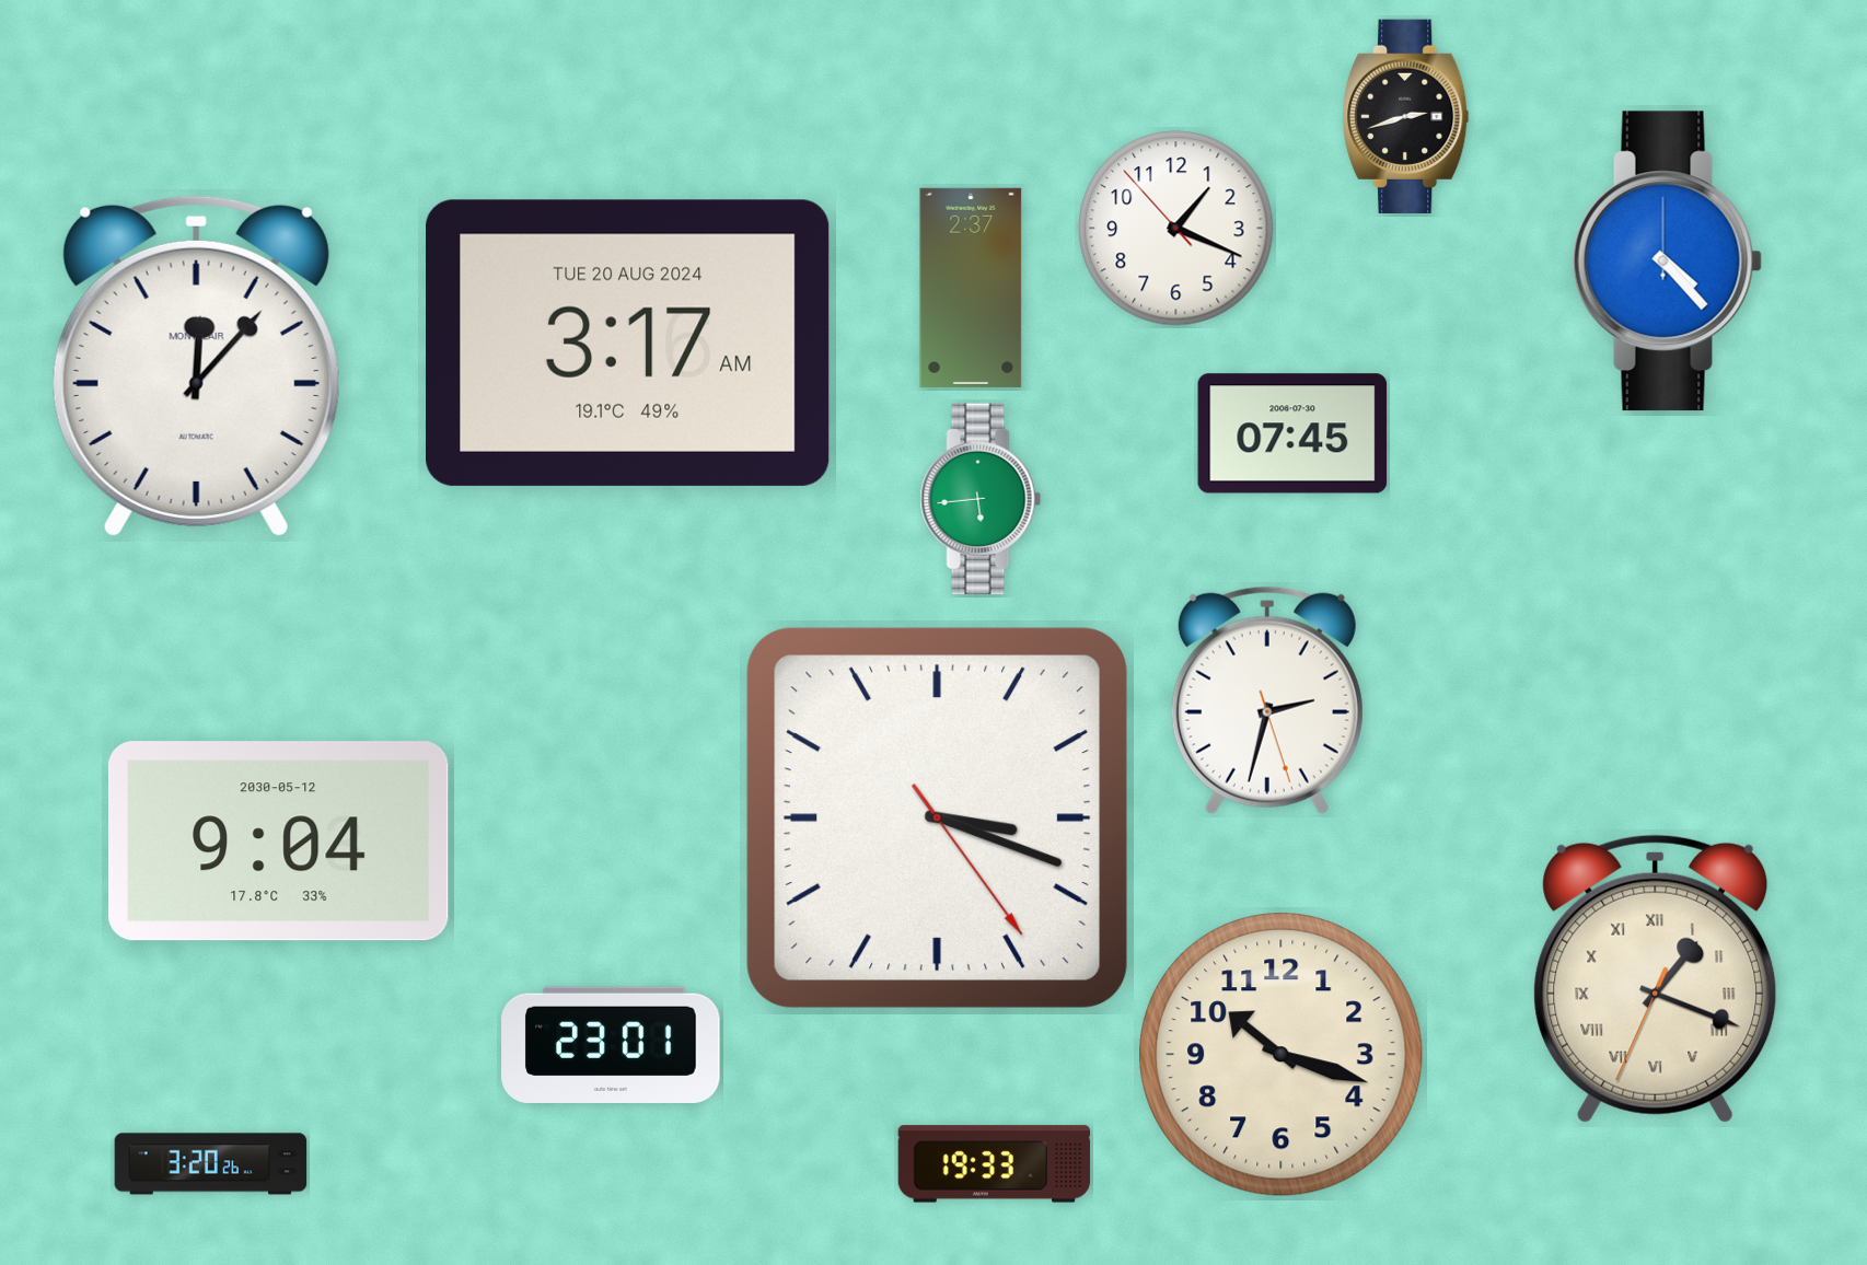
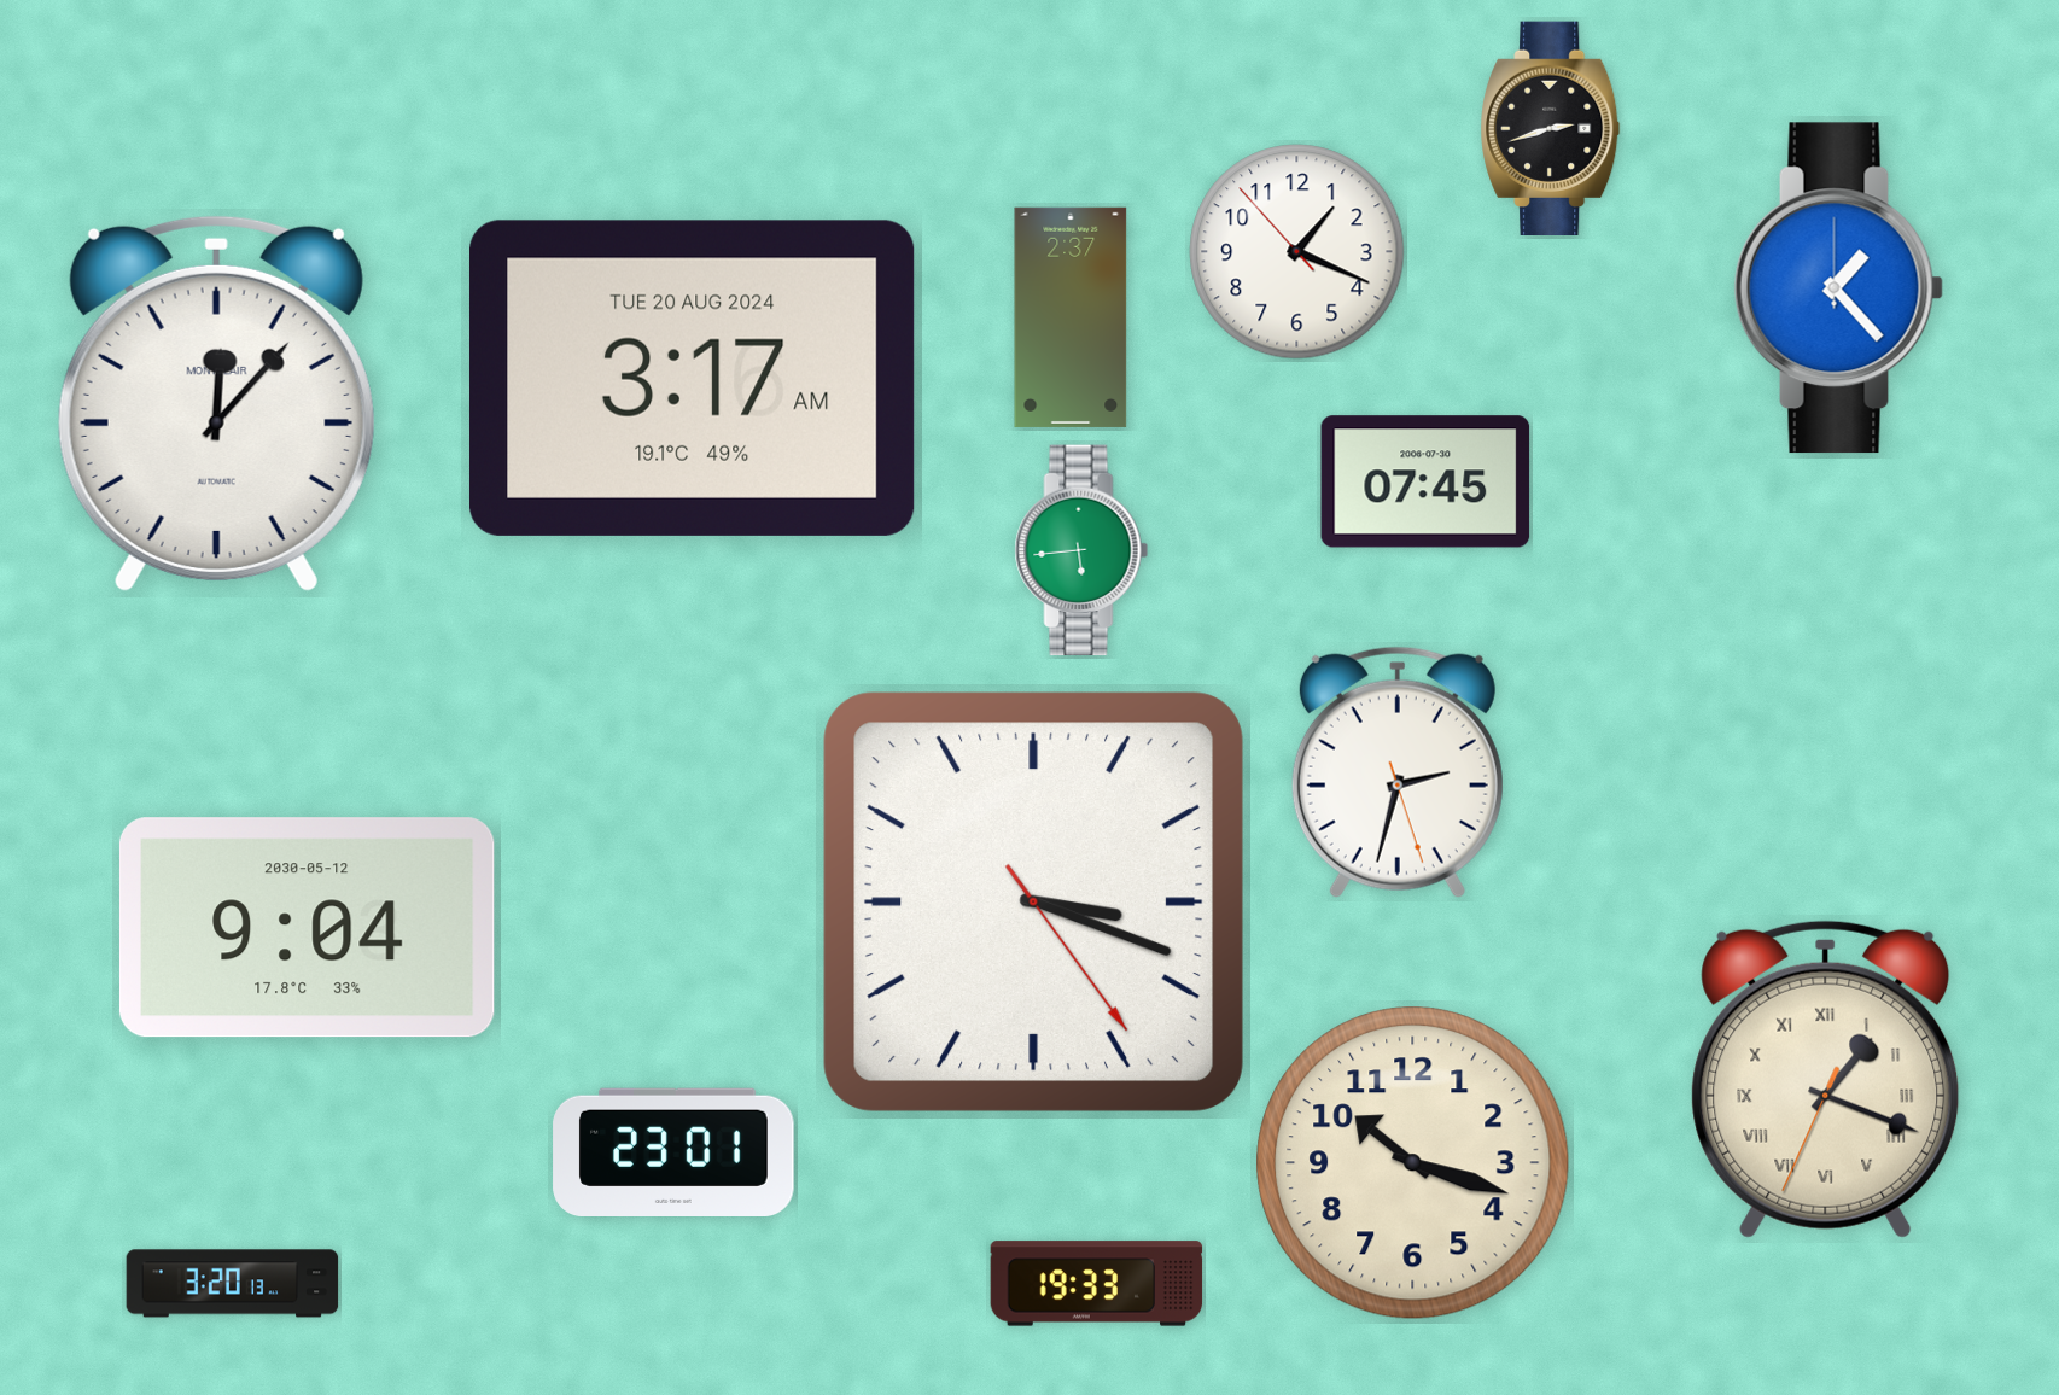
clock at (1667, 262): 4:23 -> 1:23
clock at (1292, 433) position: (1292, 433) -> (1425, 481)
clock at (211, 1164): 3:20:26 -> 3:20:13
